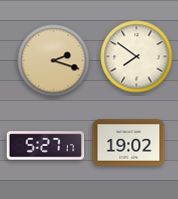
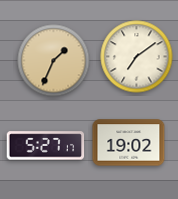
clock at (137, 57): 7:51 -> 7:09
clock at (54, 61): 2:18 -> 1:34
